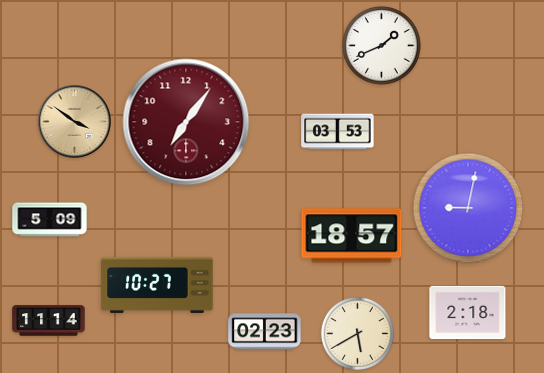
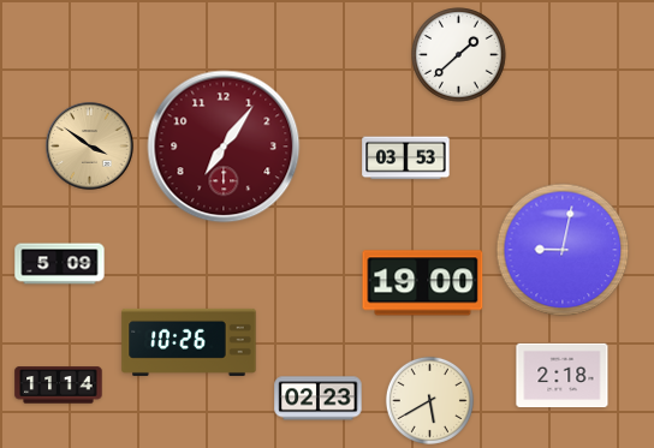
clock at (382, 46): 1:41 -> 1:38
clock at (352, 236): 18:57 -> 19:00
clock at (157, 285): 10:27 -> 10:26
